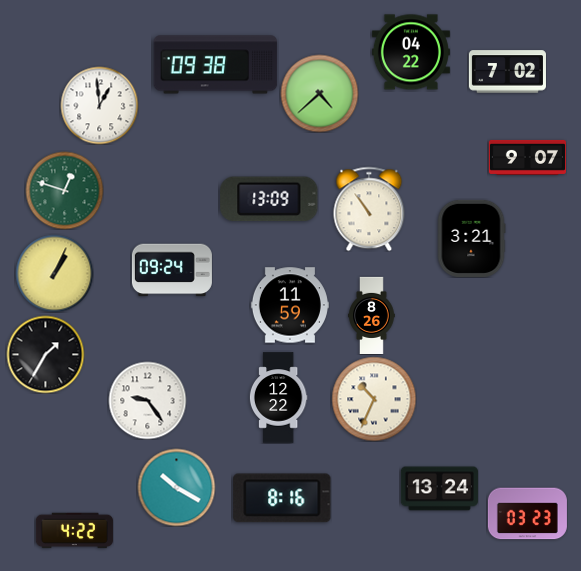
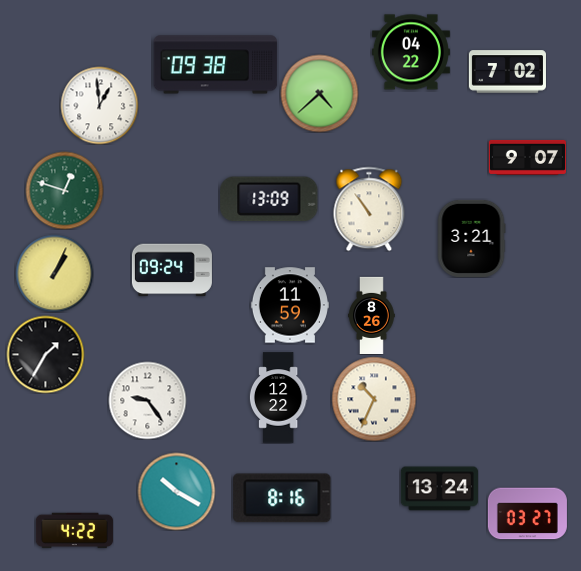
clock at (176, 487) position: (176, 487) -> (176, 491)
clock at (527, 514): 03:23 -> 03:27
